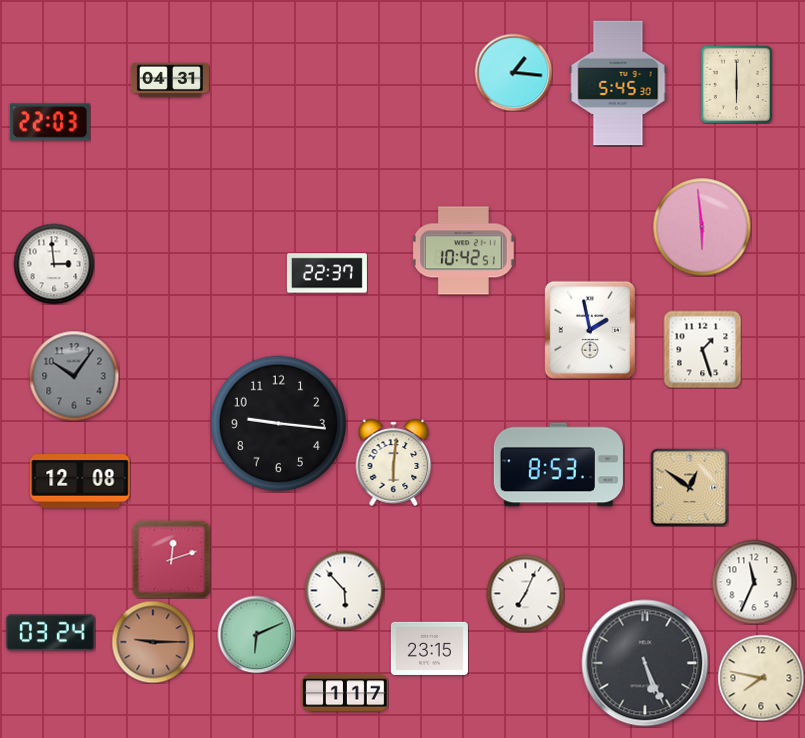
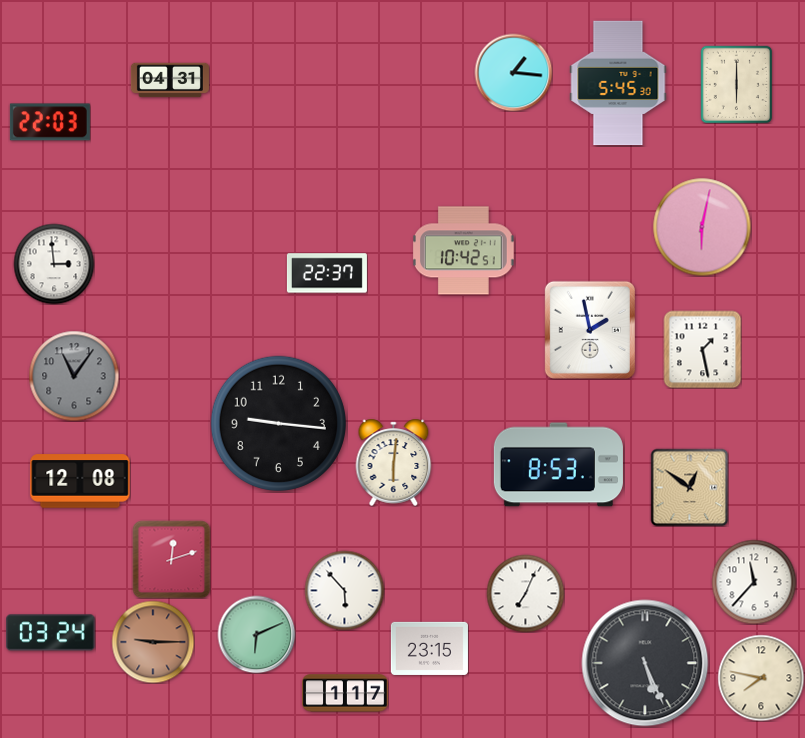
clock at (702, 227): 5:59 -> 6:02
clock at (702, 349): 1:27 -> 1:28
clock at (74, 376): 10:06 -> 11:06
clock at (754, 582): 11:34 -> 11:37
